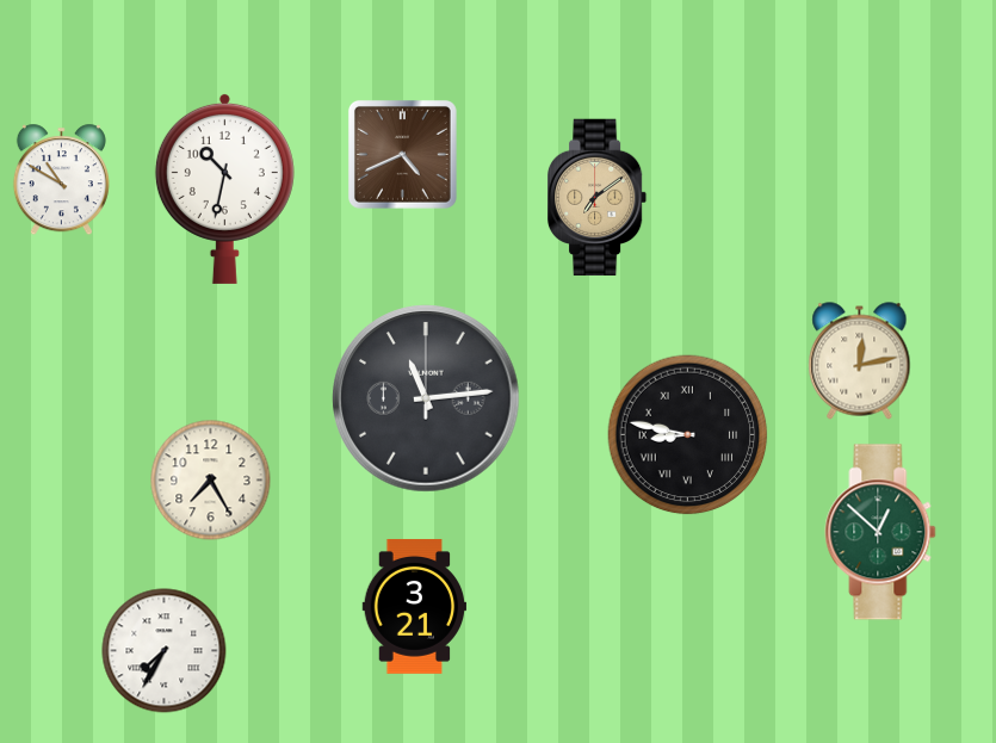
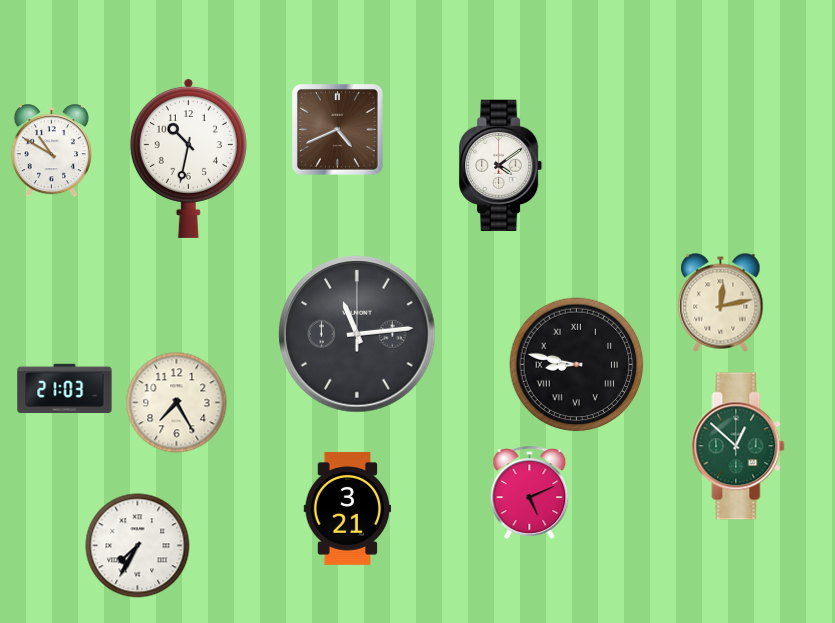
clock at (598, 198): 7:09 -> 4:09
clock at (598, 198) dial: champagne -> white
clock at (65, 389): none -> 21:03
clock at (530, 492): none -> 5:11
